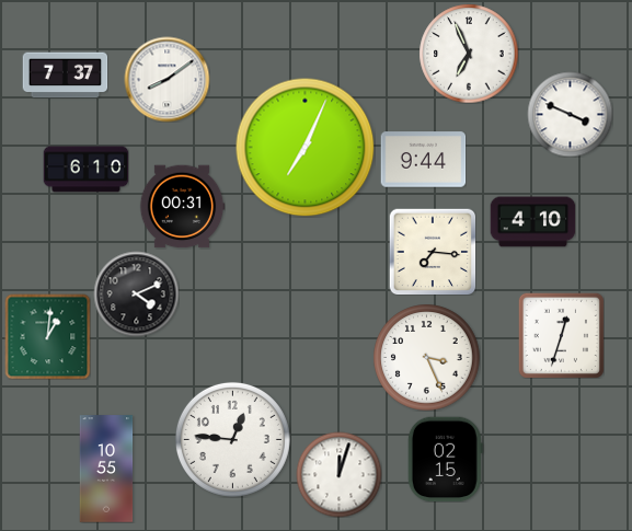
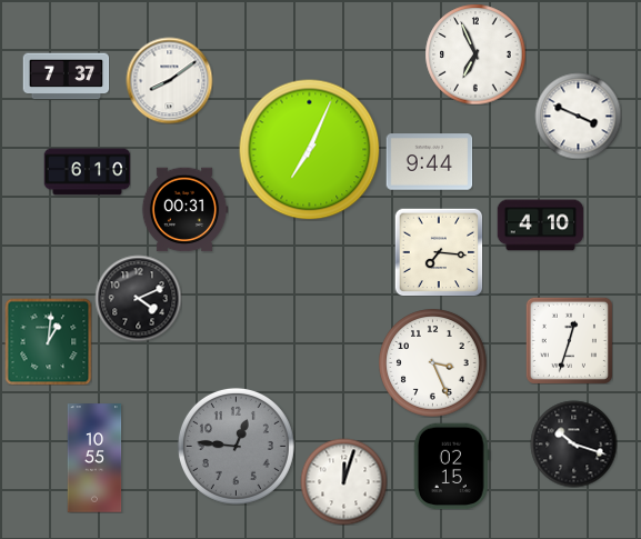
clock at (433, 252) position: (433, 252) -> (439, 252)
clock at (573, 443): none -> 10:18
clock at (232, 439) dial: white -> grey
clock at (106, 469) position: (106, 469) -> (94, 458)
